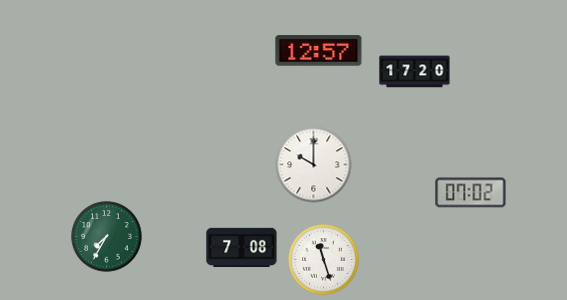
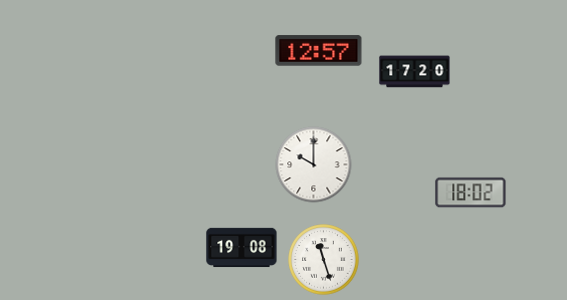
clock at (471, 193): 07:02 -> 18:02
clock at (107, 237): 7:35 -> none
clock at (242, 248): 7:08 -> 19:08
